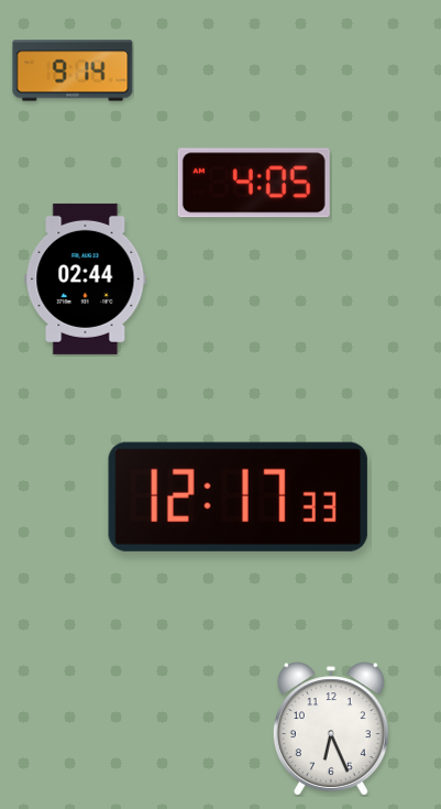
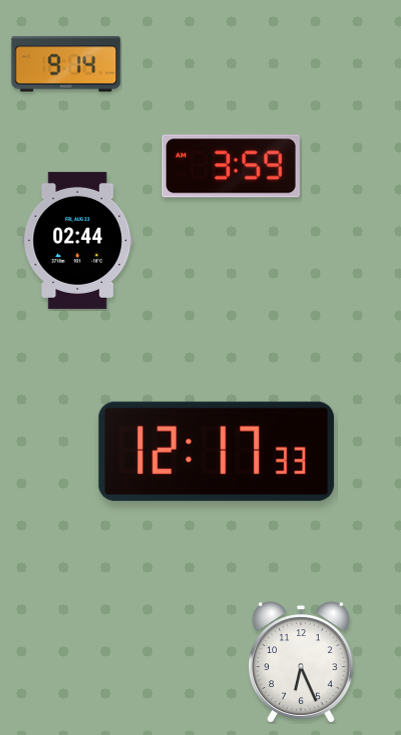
clock at (254, 183): 4:05 -> 3:59
clock at (86, 278) position: (86, 278) -> (78, 240)
